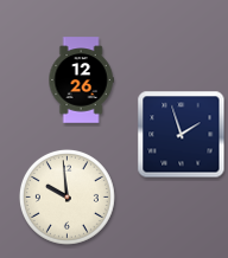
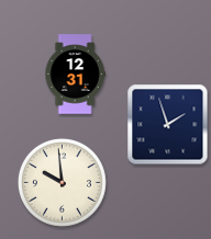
clock at (81, 80): 12:26 -> 12:31
